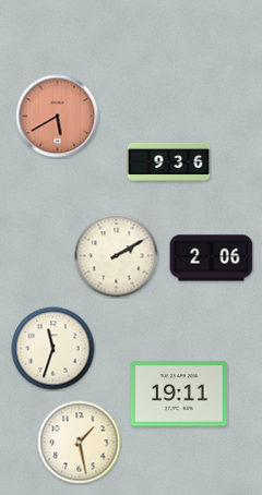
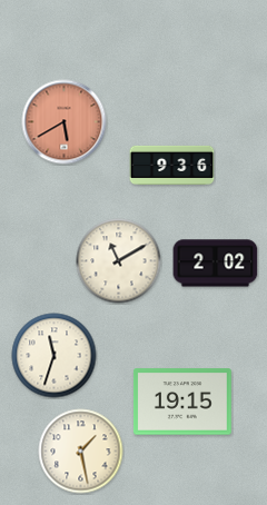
clock at (58, 117) position: (58, 117) -> (65, 122)
clock at (117, 256): 2:10 -> 11:10
clock at (212, 258): 2:06 -> 2:02
clock at (179, 394): 19:11 -> 19:15
